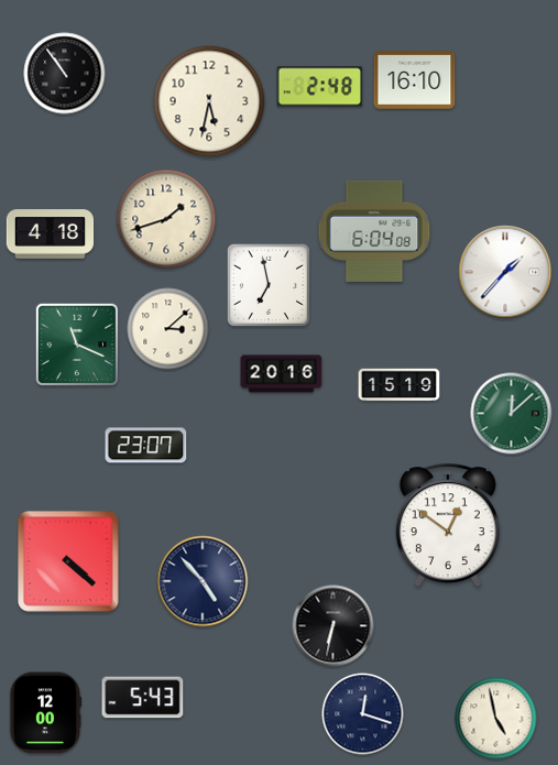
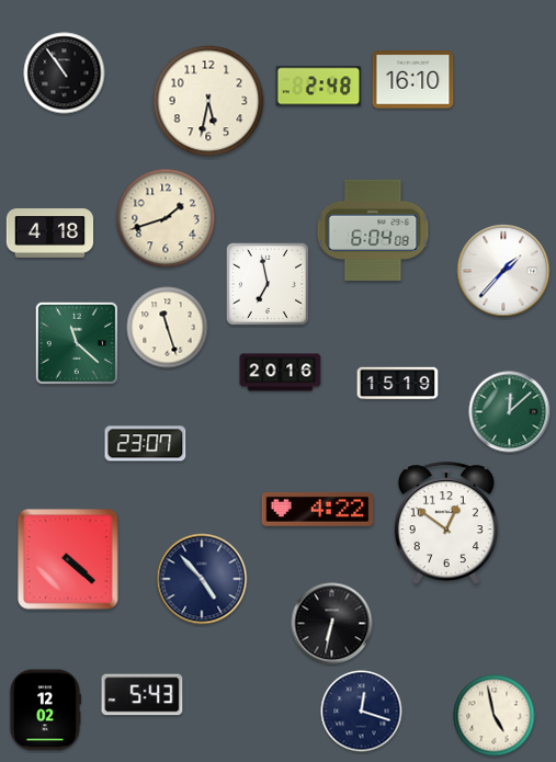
clock at (168, 329): 3:08 -> 11:27
clock at (77, 345): 11:19 -> 11:22
clock at (318, 509): none -> 4:22
clock at (44, 713): 12:00 -> 12:02
